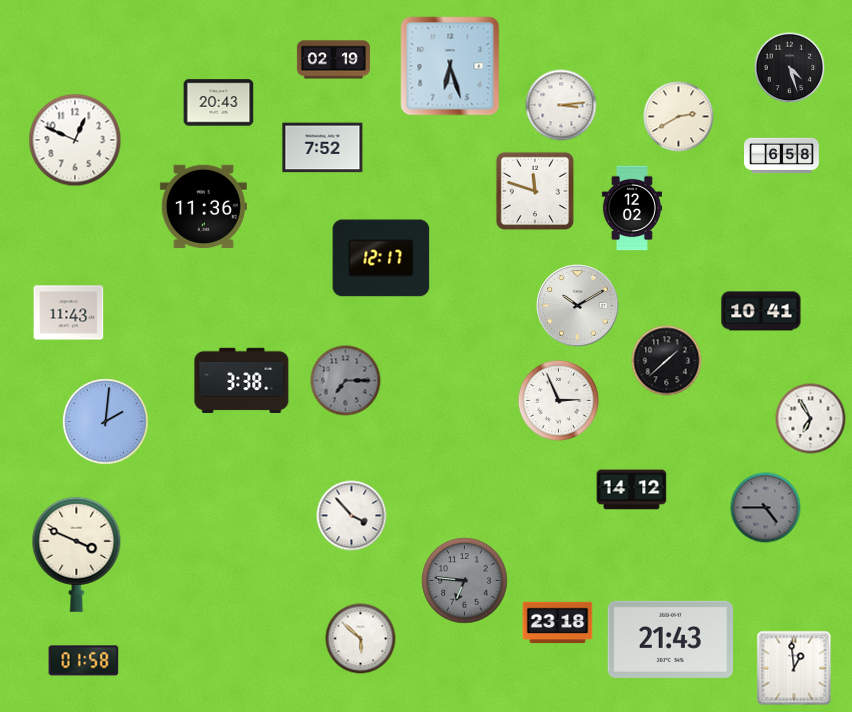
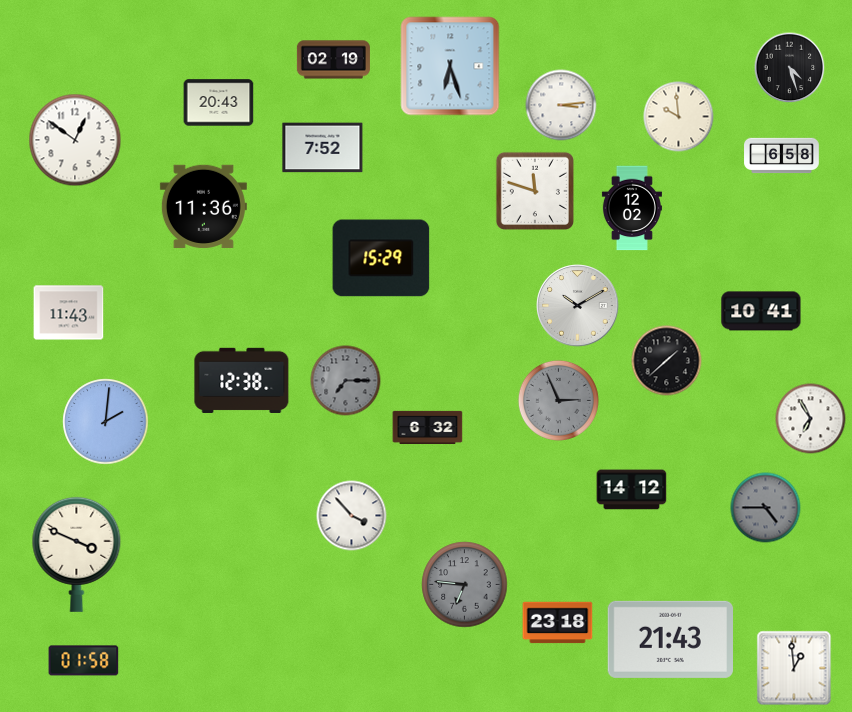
clock at (679, 117): 2:40 -> 9:59
clock at (75, 140): 12:49 -> 12:51
clock at (381, 258): 12:17 -> 15:29
clock at (242, 380): 3:38 -> 12:38
clock at (558, 400) dial: white -> grey
clock at (428, 427): none -> 6:32
clock at (465, 581) position: (465, 581) -> (465, 585)
clock at (361, 639): 5:52 -> none
